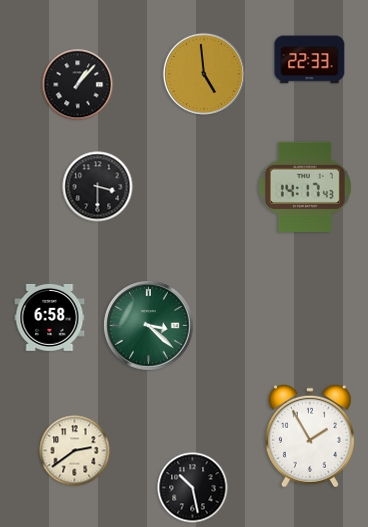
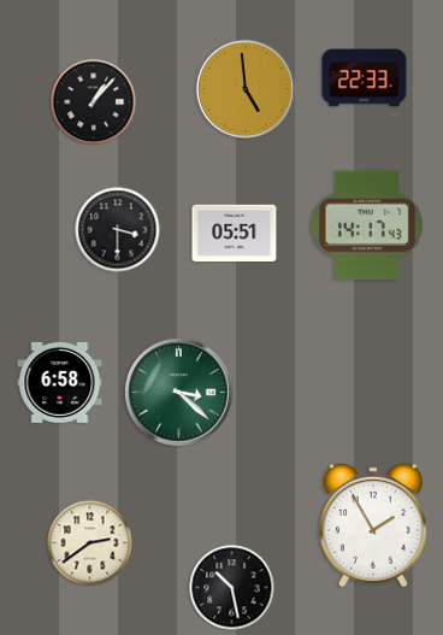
clock at (310, 60) position: (310, 60) -> (365, 78)
clock at (98, 187) position: (98, 187) -> (118, 230)
clock at (235, 234): none -> 05:51
